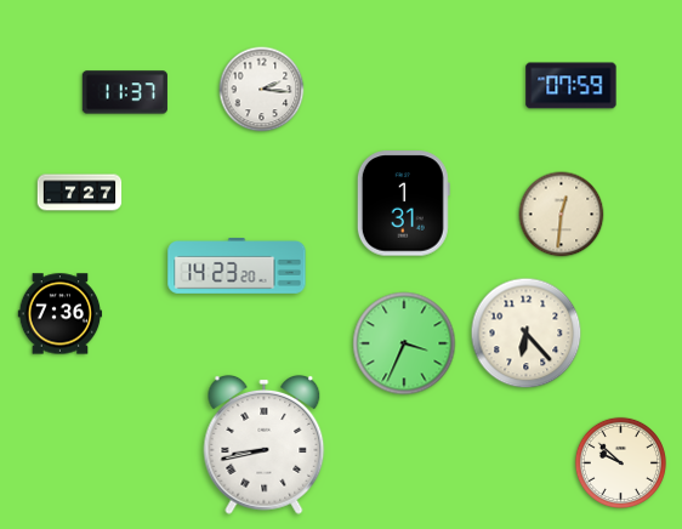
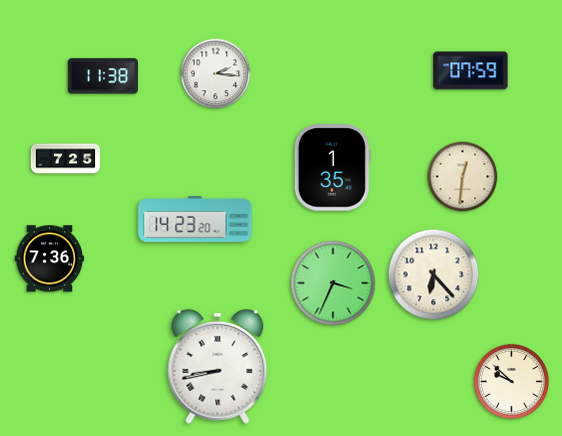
clock at (125, 92): 11:37 -> 11:38
clock at (80, 193): 7:27 -> 7:25
clock at (403, 204): 1:31 -> 1:35
